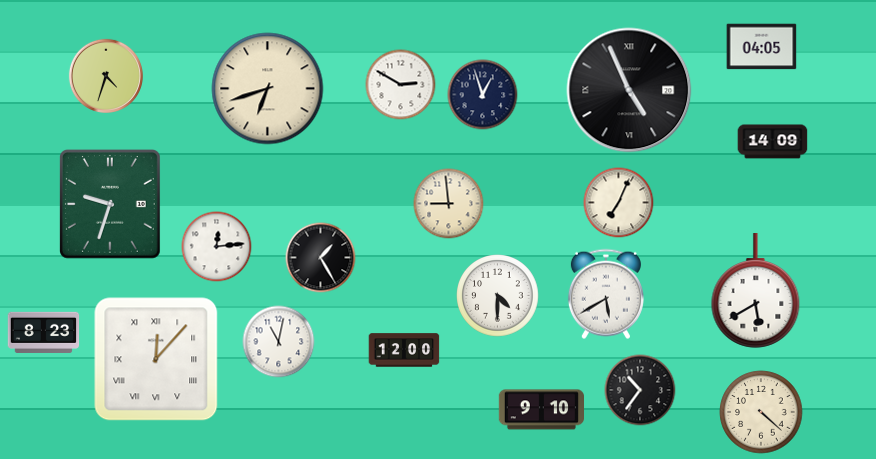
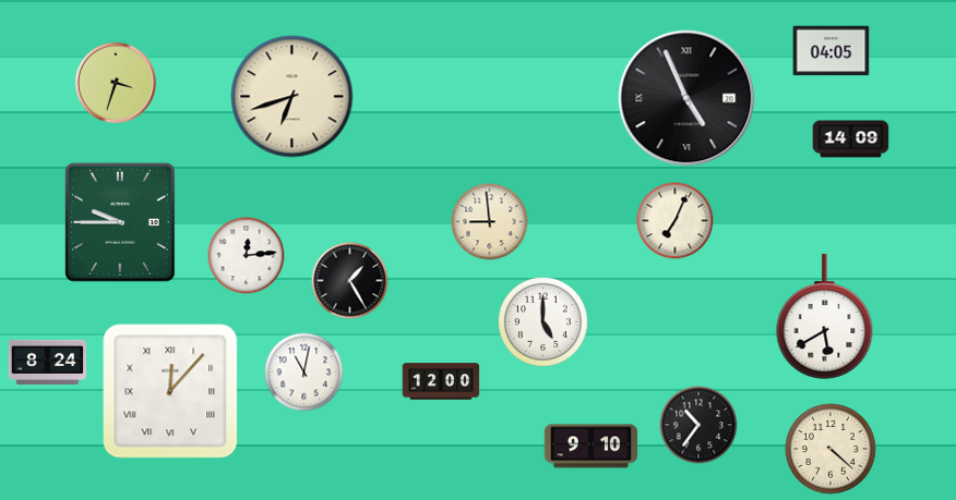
clock at (106, 76): 4:33 -> 3:33
clock at (401, 85): 2:50 -> none
clock at (483, 95): 12:57 -> none
clock at (773, 142) position: (773, 142) -> (851, 139)
clock at (111, 205): 9:33 -> 9:45
clock at (217, 247) position: (217, 247) -> (247, 256)
clock at (606, 294): 5:40 -> none
clock at (498, 296): 4:30 -> 5:00
clock at (44, 332): 8:23 -> 8:24
